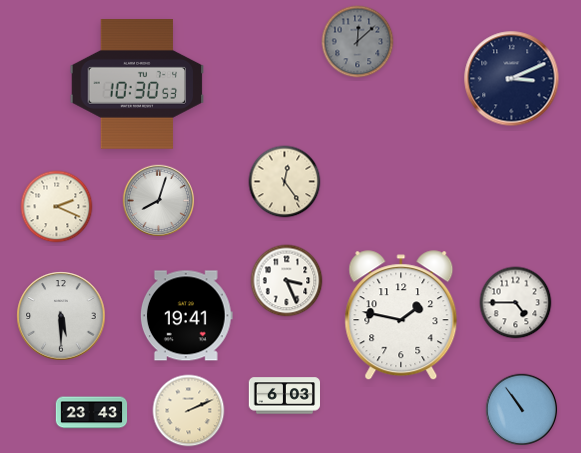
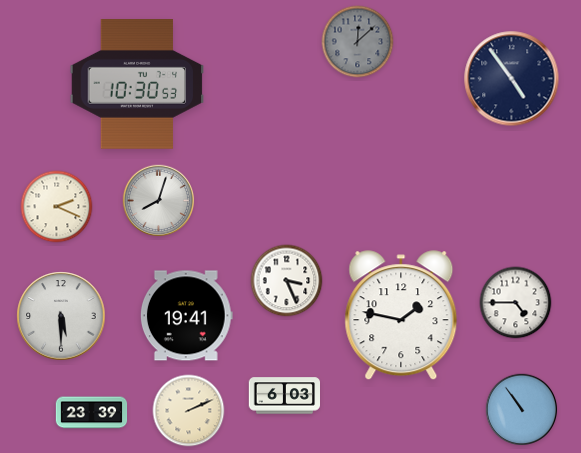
clock at (512, 79): 3:11 -> 4:54
clock at (285, 182): 12:24 -> none
clock at (92, 413): 23:43 -> 23:39
